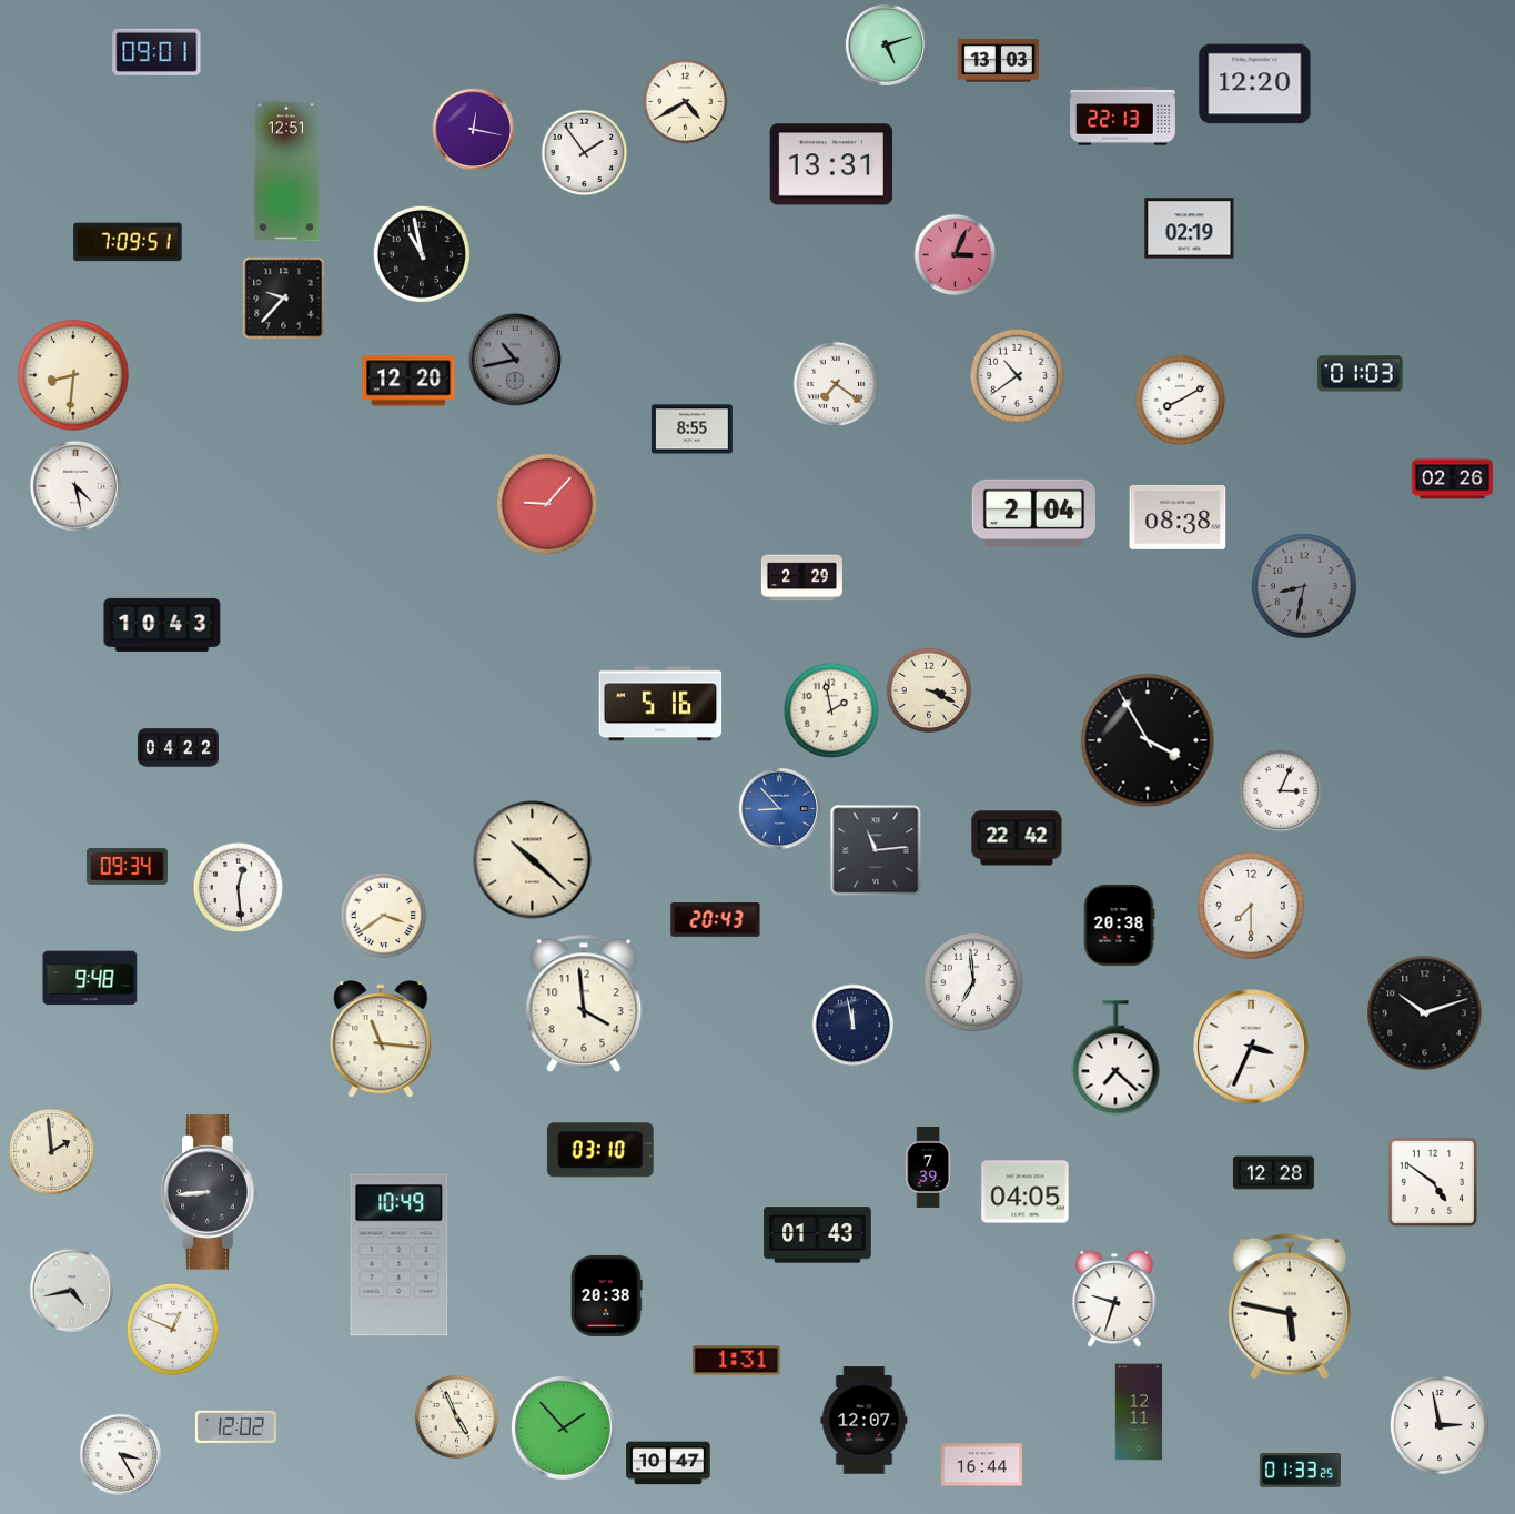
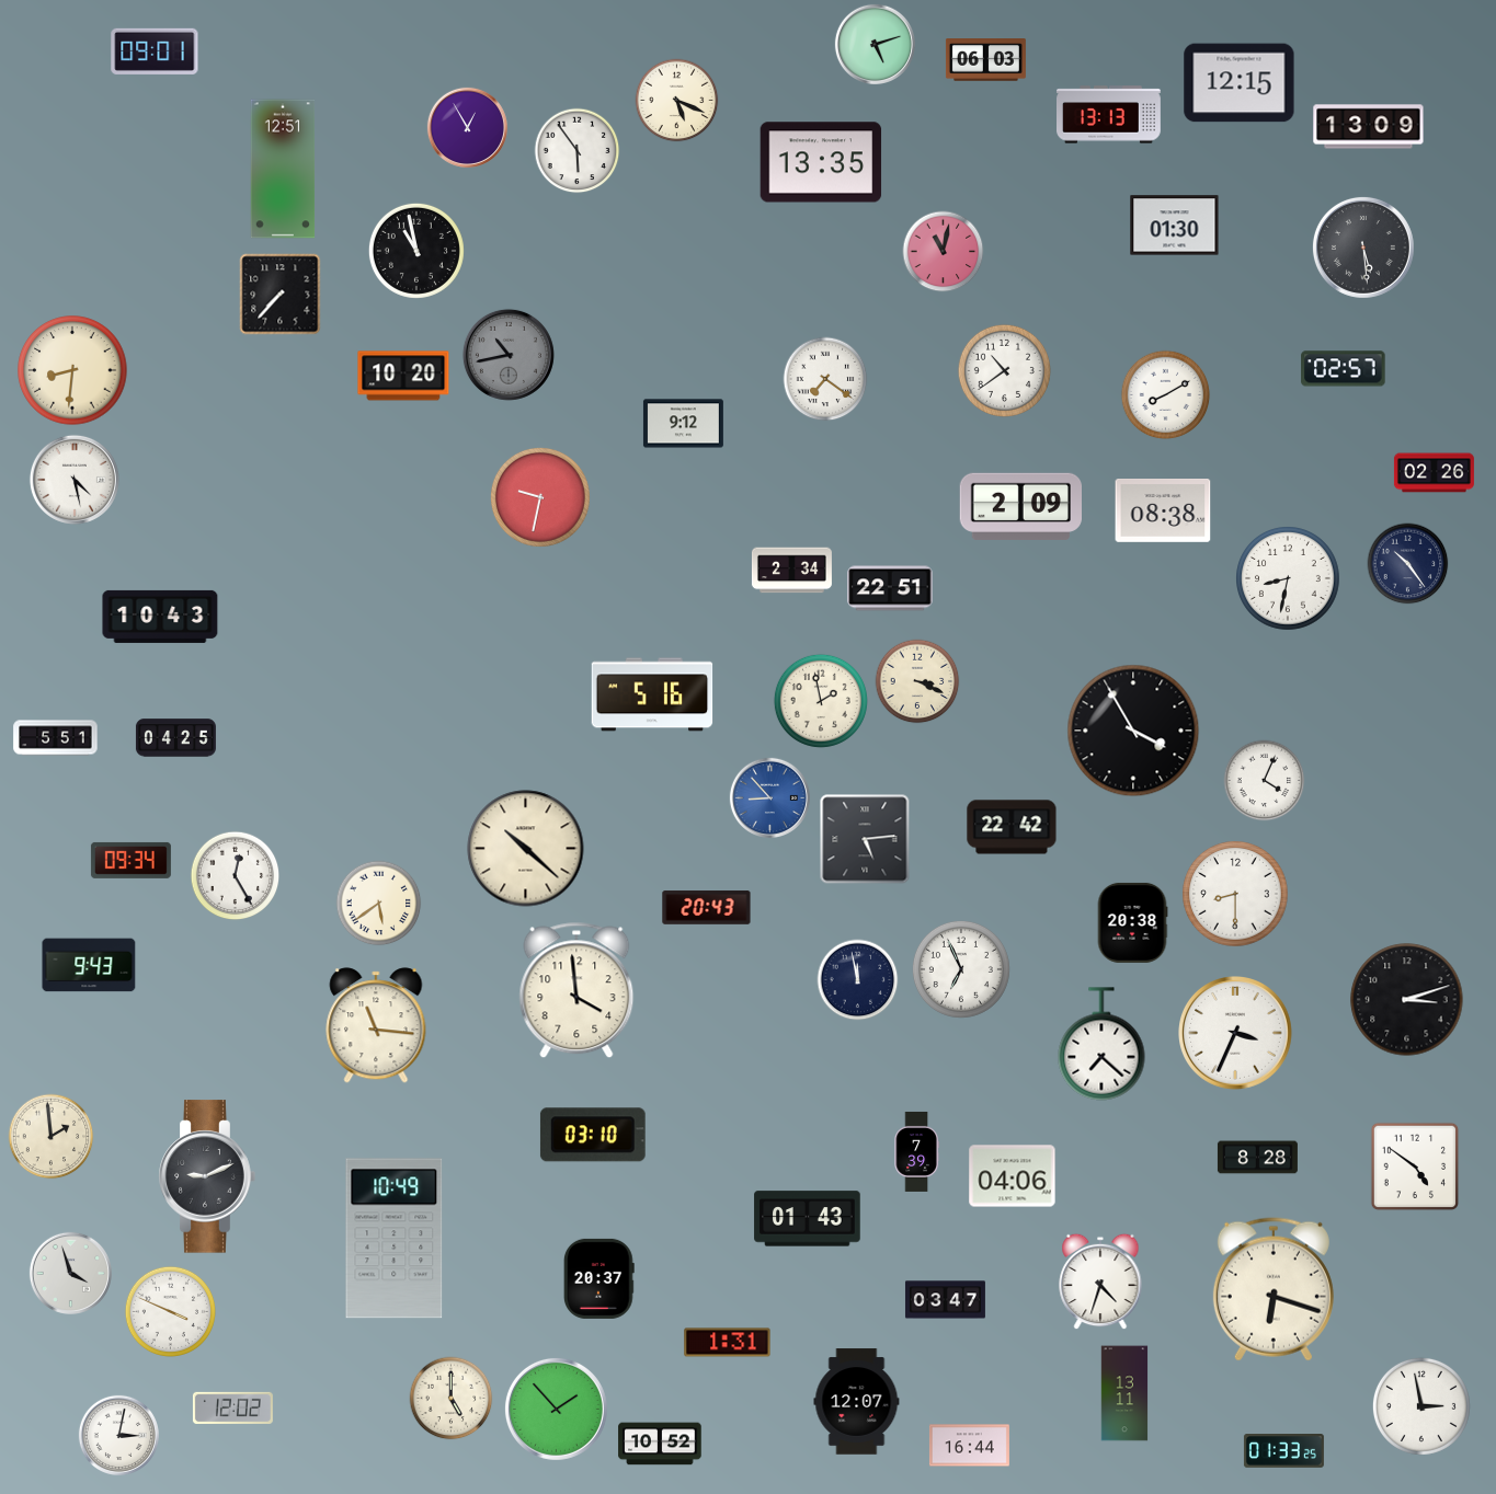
clock at (998, 61): 13:03 -> 06:03
clock at (1255, 84): 12:20 -> 12:15
clock at (686, 102): 4:40 -> 5:19
clock at (1123, 117): 22:13 -> 13:13
clock at (473, 129): 12:17 -> 12:55
clock at (1369, 127): none -> 13:09
clock at (585, 153): 1:54 -> 5:54
clock at (831, 164): 13:31 -> 13:35
clock at (1190, 229): 02:19 -> 01:30
clock at (128, 242): 7:09 -> none
clock at (1363, 248): none -> 5:29
clock at (956, 255): 3:04 -> 11:02
clock at (284, 299): 9:37 -> 7:37
clock at (1361, 374): 01:03 -> 02:57
clock at (408, 381): 12:20 -> 10:20
clock at (691, 430): 8:55 -> 9:12
clock at (547, 504): 9:07 -> 9:32
clock at (1033, 513): 2:04 -> 2:09
clock at (1408, 564): none -> 10:24
clock at (801, 578): 2:29 -> 2:34
clock at (1305, 587) dial: grey -> white
clock at (890, 588): none -> 22:51
clock at (56, 738): none -> 5:51
clock at (178, 748): 04:22 -> 04:25
clock at (1281, 791): 3:04 -> 4:04
clock at (1017, 838) position: (1017, 838) -> (1012, 827)
clock at (876, 850): 11:14 -> 5:14
clock at (127, 866) position: (127, 866) -> (130, 860)
clock at (239, 888): 12:29 -> 12:25
clock at (1251, 906): 7:30 -> 8:30
clock at (384, 916): 3:39 -> 5:39
clock at (1119, 925) position: (1119, 925) -> (1132, 922)
clock at (90, 978): 9:48 -> 9:43
clock at (973, 982): 6:59 -> 6:56
clock at (1425, 1013): 10:12 -> 3:12
clock at (854, 1026) position: (854, 1026) -> (858, 980)
clock at (1273, 1173): 12:28 -> 8:28
clock at (210, 1192): 8:44 -> 9:11
clock at (1026, 1192): 04:05 -> 04:06
clock at (71, 1290): 4:43 -> 3:57
clock at (606, 1295): 20:38 -> 20:37
clock at (1114, 1299): 9:33 -> 4:33
clock at (1290, 1306): 5:47 -> 6:18
clock at (945, 1300): none -> 03:47
clock at (172, 1329): 12:49 -> 3:49
clock at (1139, 1412): 12:11 -> 13:11
clock at (457, 1417): 4:56 -> 5:00
clock at (865, 1421) position: (865, 1421) -> (857, 1402)
clock at (120, 1454): 3:25 -> 3:02
clock at (668, 1463): 10:47 -> 10:52
